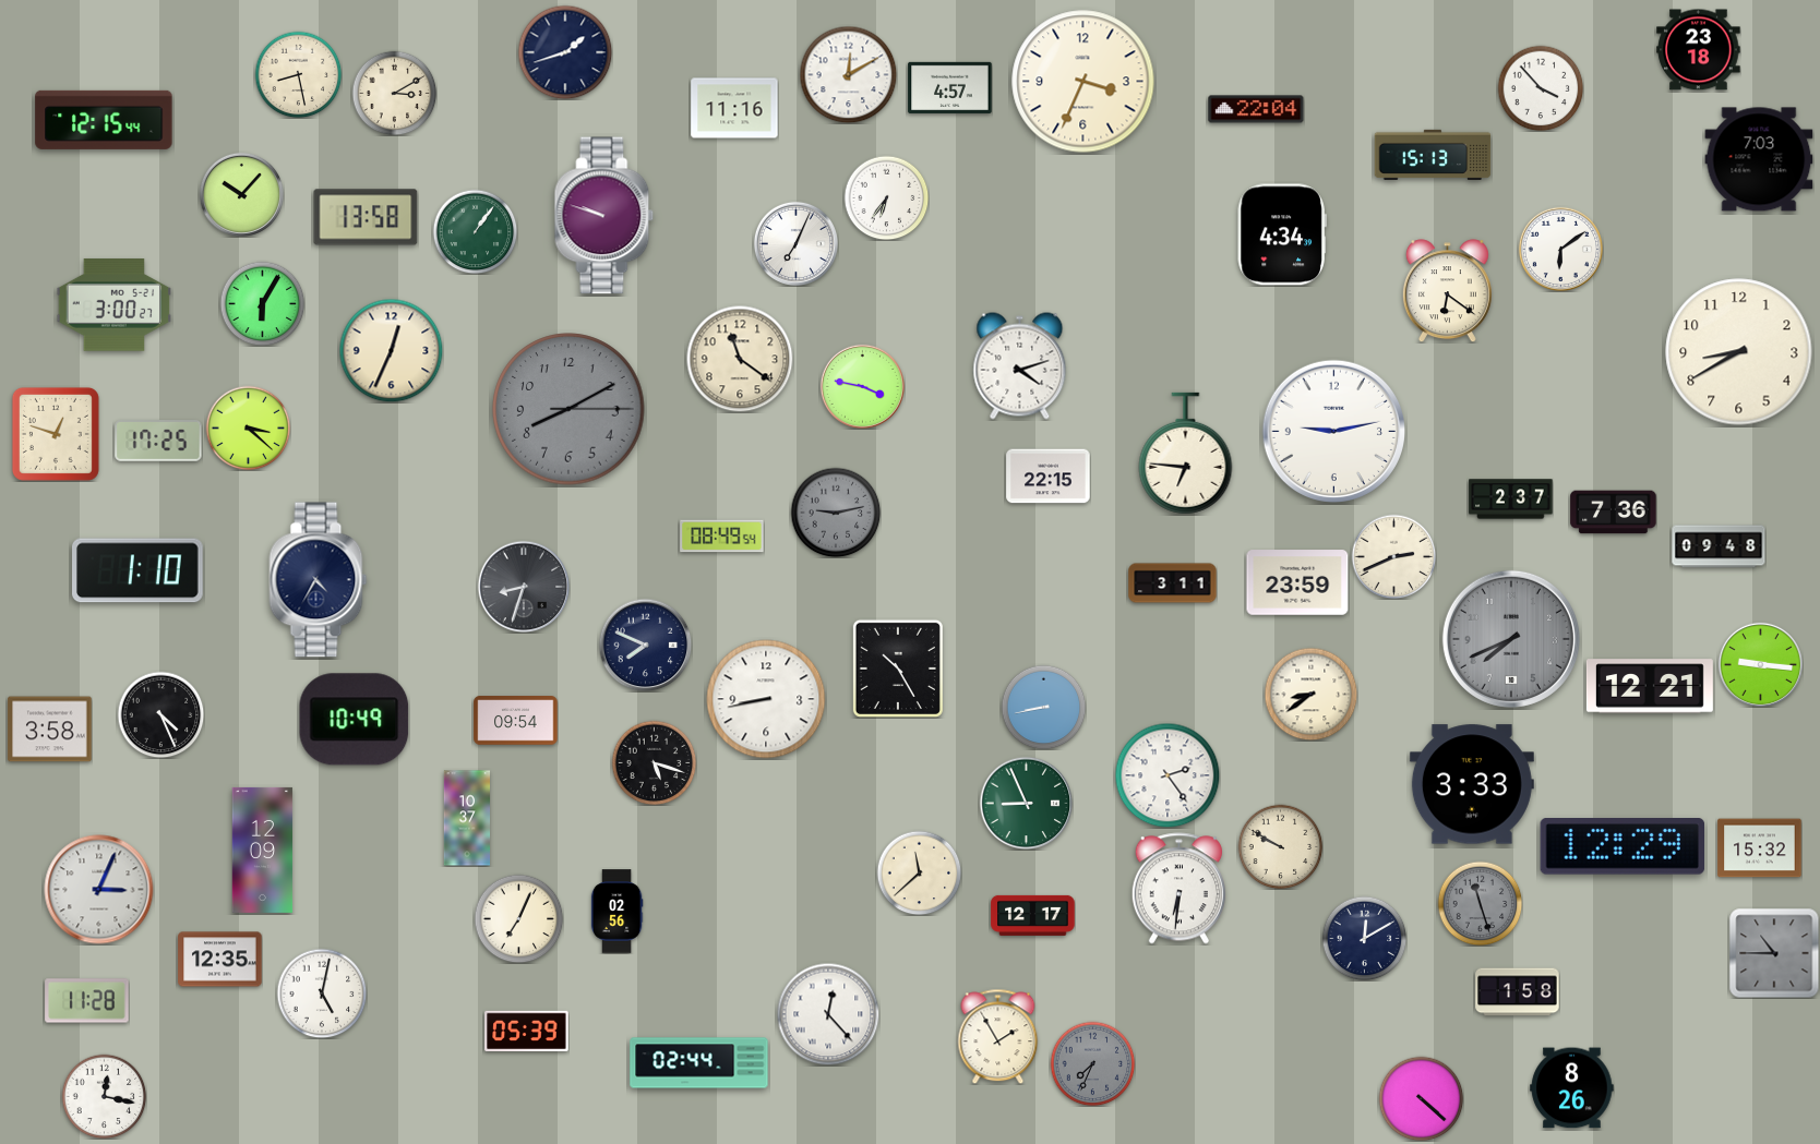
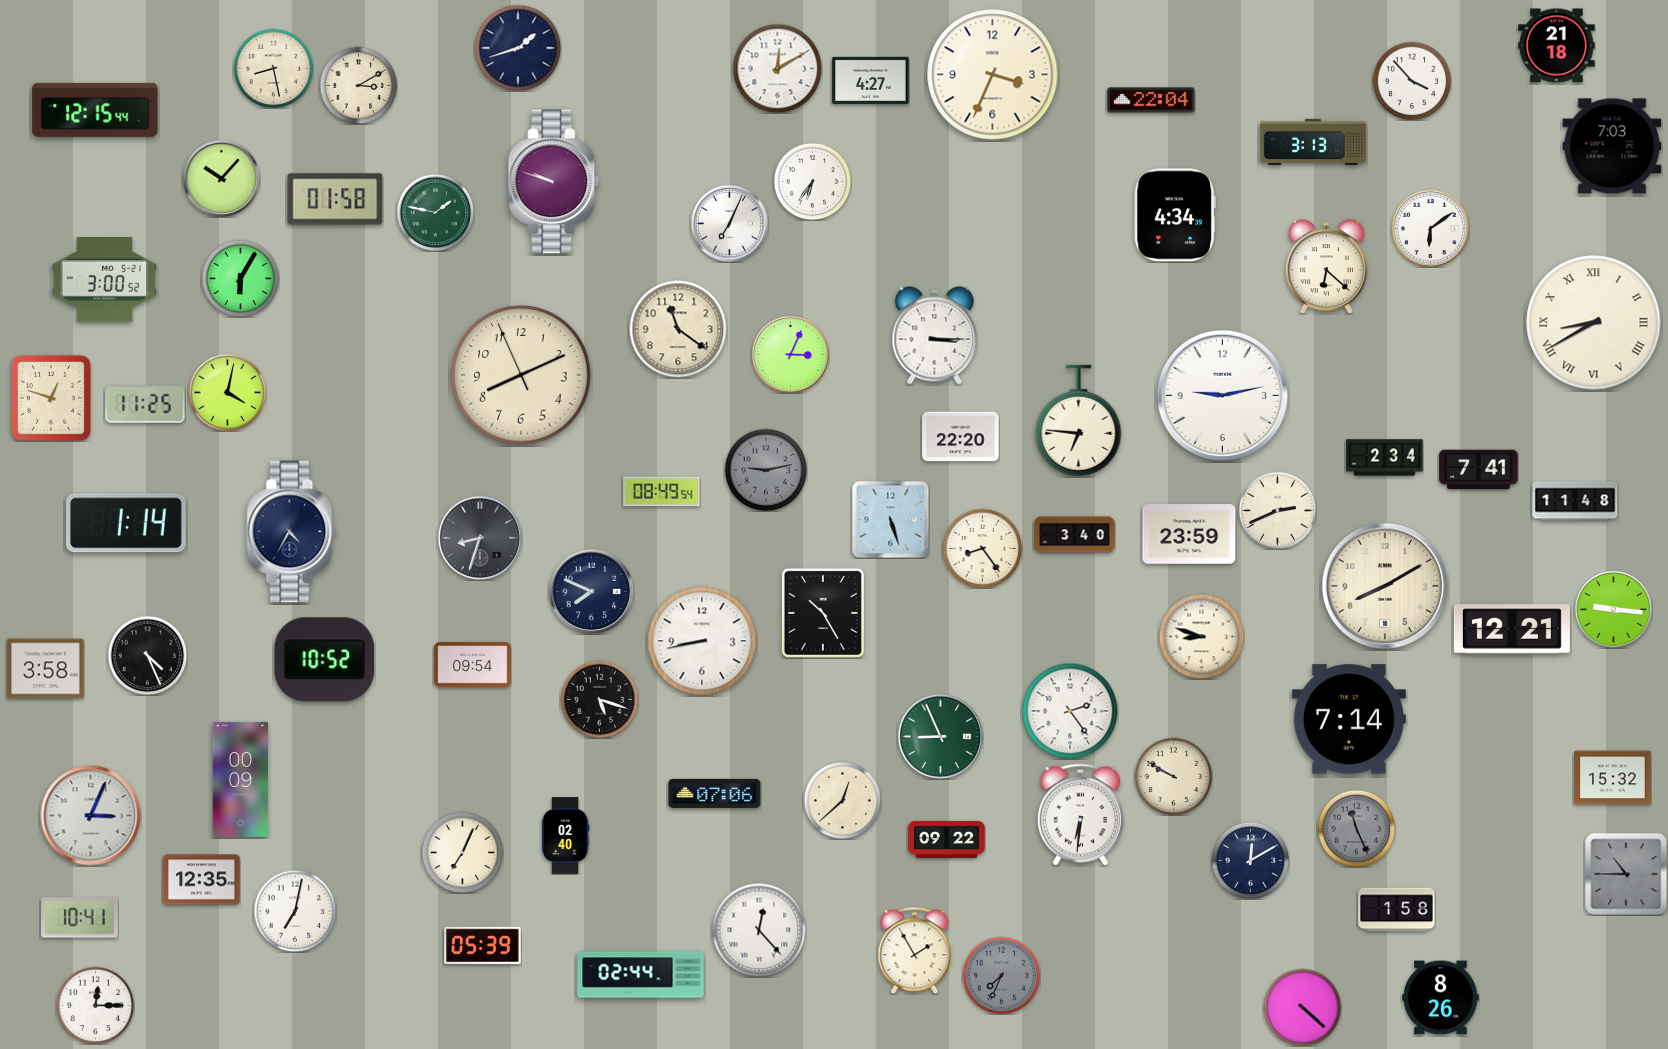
clock at (1699, 50): 23:18 -> 21:18
clock at (950, 87): 4:57 -> 4:27
clock at (394, 93) position: (394, 93) -> (358, 85)
clock at (734, 108): 11:16 -> none
clock at (1433, 155): 15:13 -> 3:13
clock at (604, 216) position: (604, 216) -> (554, 182)
clock at (366, 217): 13:58 -> 01:58
clock at (475, 231): 1:06 -> 1:47
clock at (1447, 291): 6:21 -> 6:22
clock at (115, 305): 3:00:27 -> 3:00:52
clock at (391, 350): 12:34 -> none
clock at (1739, 352) numerals: Arabic -> Roman
clock at (1020, 366): 4:12 -> 3:15
clock at (862, 386): 3:47 -> 3:04
clock at (568, 409): 8:10:15 -> 8:10:56
clock at (568, 409) dial: grey -> cream
clock at (248, 428): 3:22 -> 4:02
clock at (158, 441): 17:25 -> 11:25
clock at (1186, 454) position: (1186, 454) -> (1079, 421)
clock at (1049, 477): 22:15 -> 22:20
clock at (1511, 499): 2:37 -> 2:34
clock at (1614, 513): 7:36 -> 7:41
clock at (1719, 546): 09:48 -> 11:48
clock at (890, 519): none -> 5:27
clock at (139, 570): 1:10 -> 1:14
clock at (1173, 583): 3:11 -> 3:40
clock at (982, 548): none -> 8:24
clock at (1511, 639): 7:41 -> 8:10
clock at (1511, 639) dial: grey -> cream
clock at (1310, 694): 8:39 -> 8:48
clock at (1043, 707): 8:43 -> none
clock at (355, 720): 10:49 -> 10:52
clock at (516, 721) position: (516, 721) -> (473, 665)
clock at (1472, 784): 3:33 -> 7:14
clock at (467, 818): 10:37 -> none
clock at (1621, 846): 12:29 -> none
clock at (263, 850): 12:09 -> 00:09
clock at (715, 793): none -> 07:06
clock at (919, 872): 11:38 -> 12:38
clock at (1480, 903): 11:27 -> 11:26
clock at (616, 912): 02:56 -> 02:40
clock at (1033, 915): 12:17 -> 09:22
clock at (518, 918) position: (518, 918) -> (462, 852)
clock at (1518, 992) position: (1518, 992) -> (1397, 910)
clock at (322, 994): 5:02 -> 7:02
clock at (87, 1001): 11:28 -> 10:41
clock at (104, 1096): 12:17 -> 12:15
